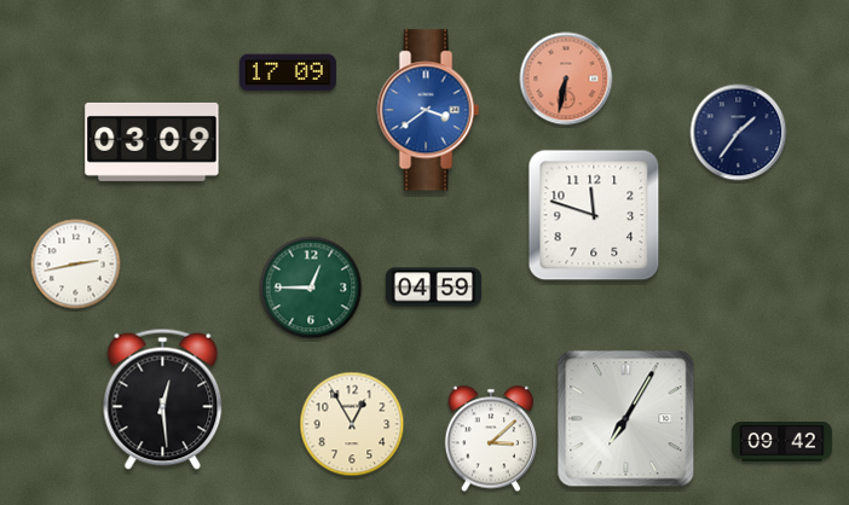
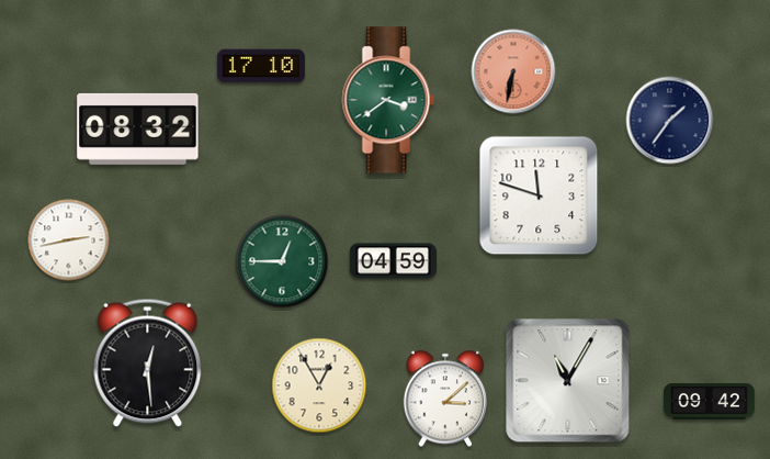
clock at (288, 72): 17:09 -> 17:10
clock at (428, 110) dial: blue -> green
clock at (152, 141): 03:09 -> 08:32
clock at (626, 419): 7:05 -> 11:05
